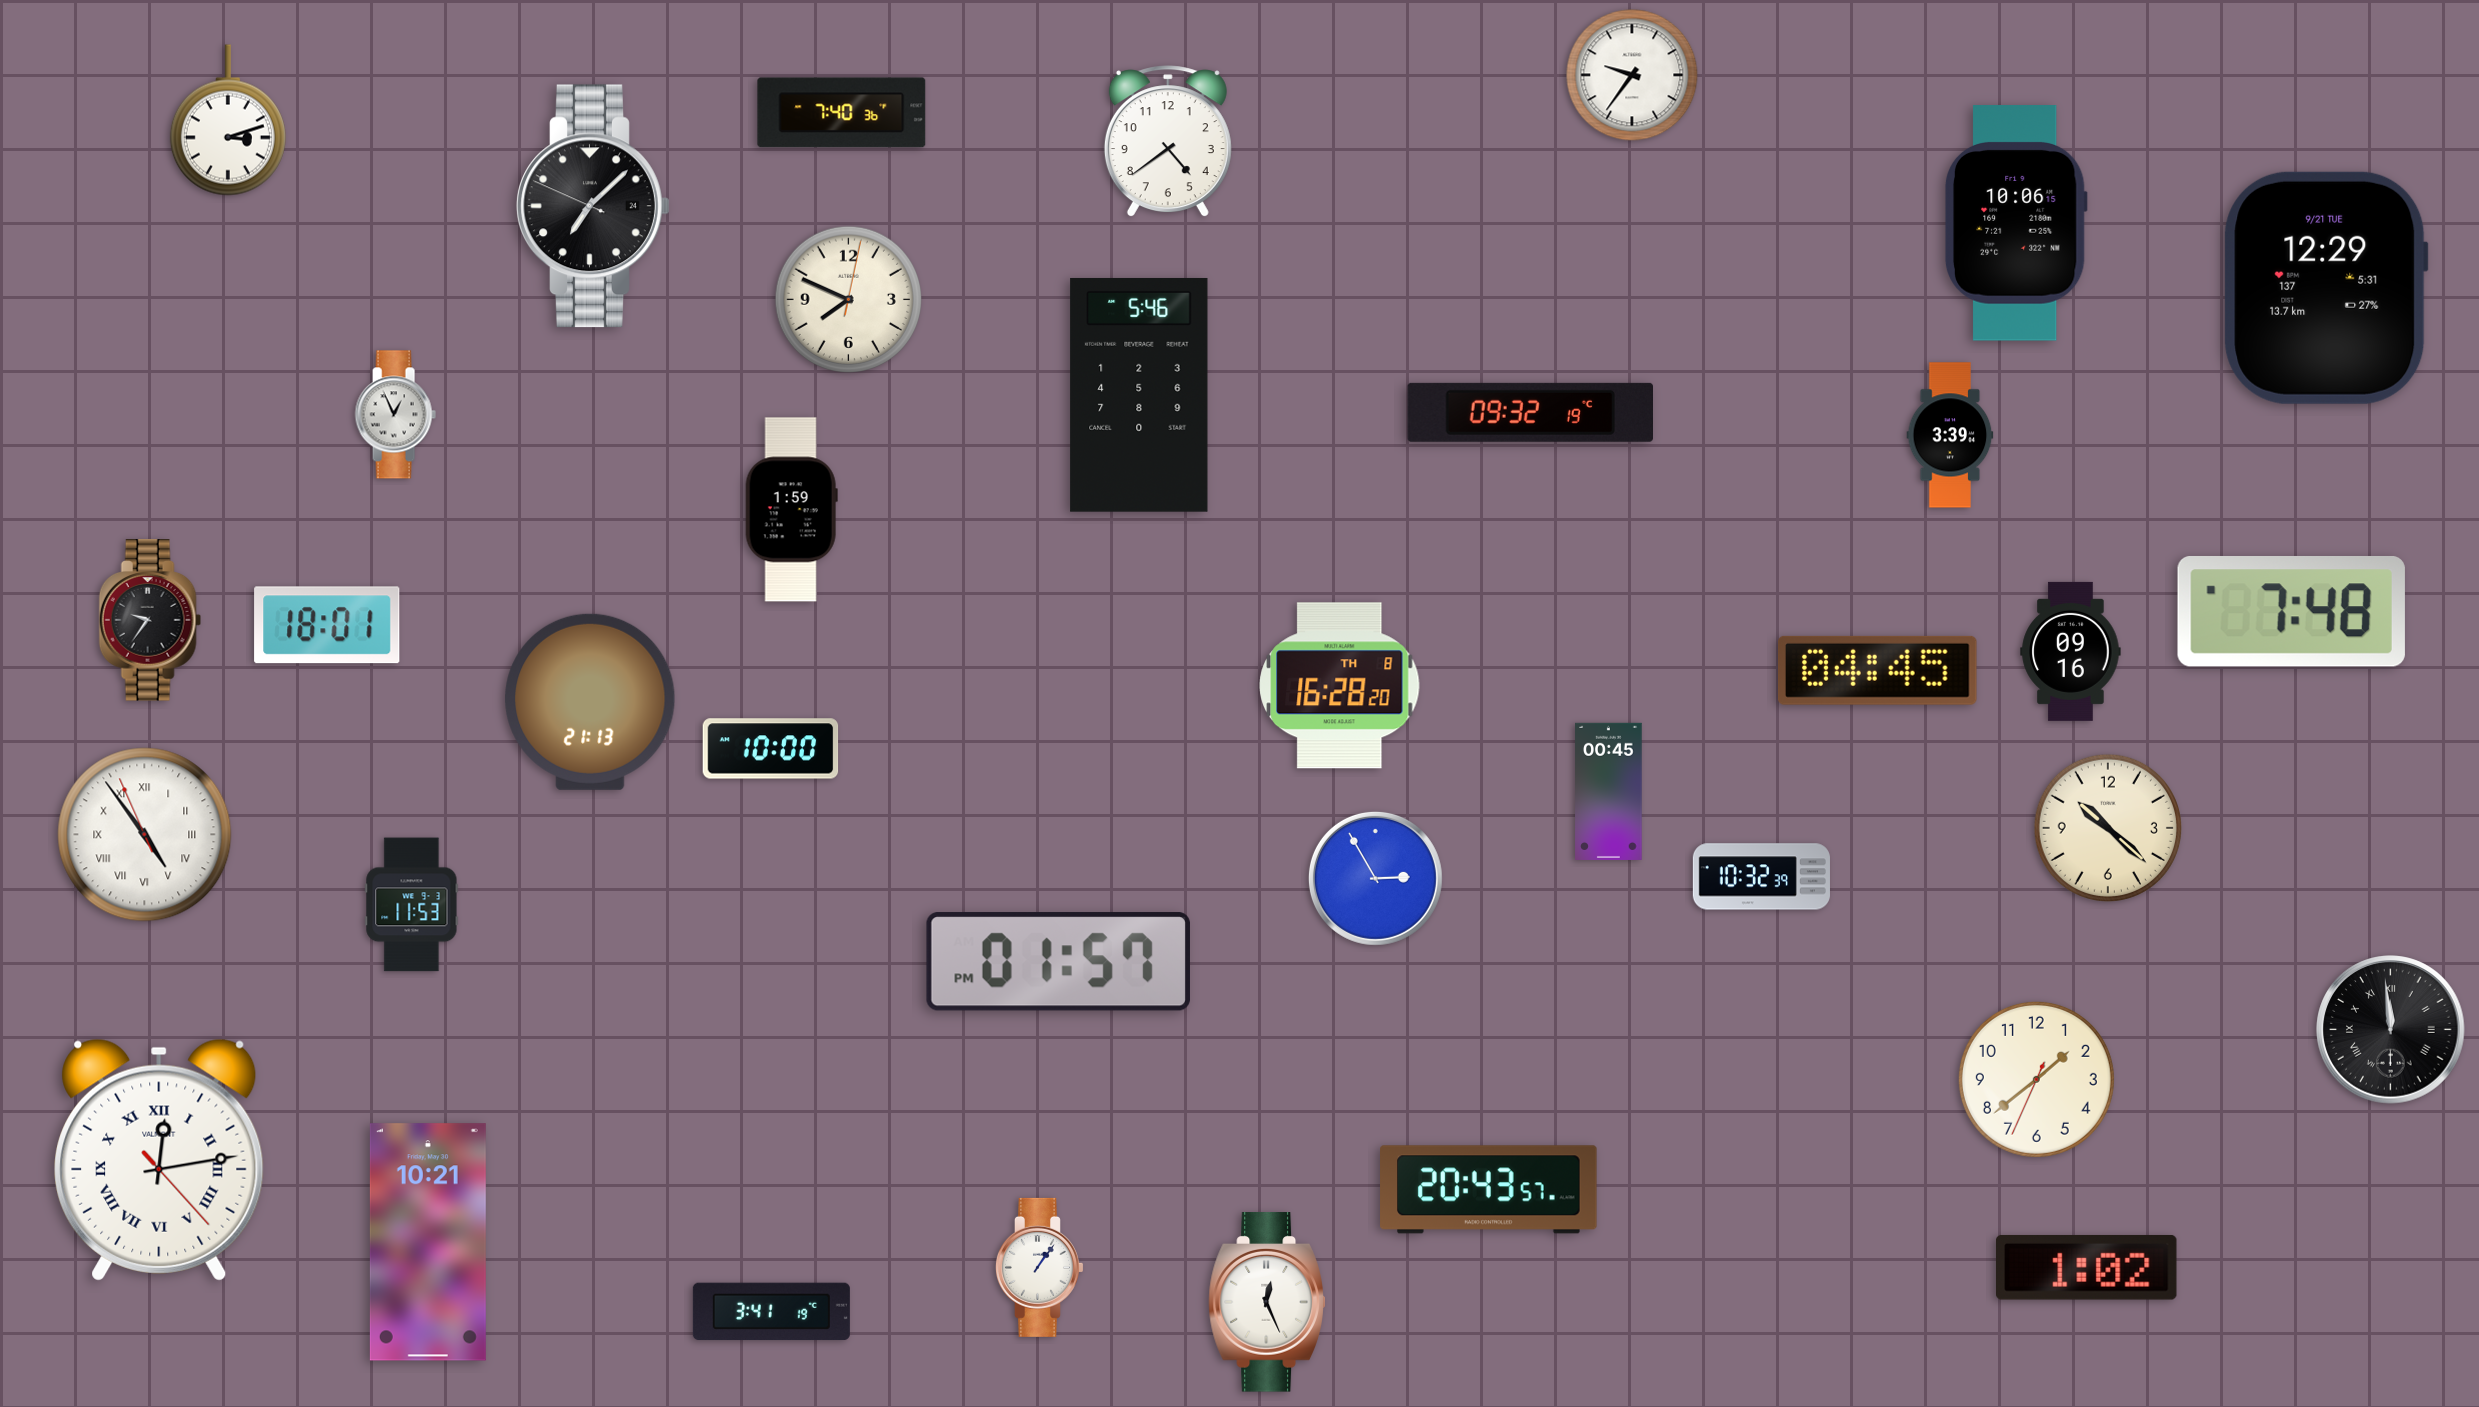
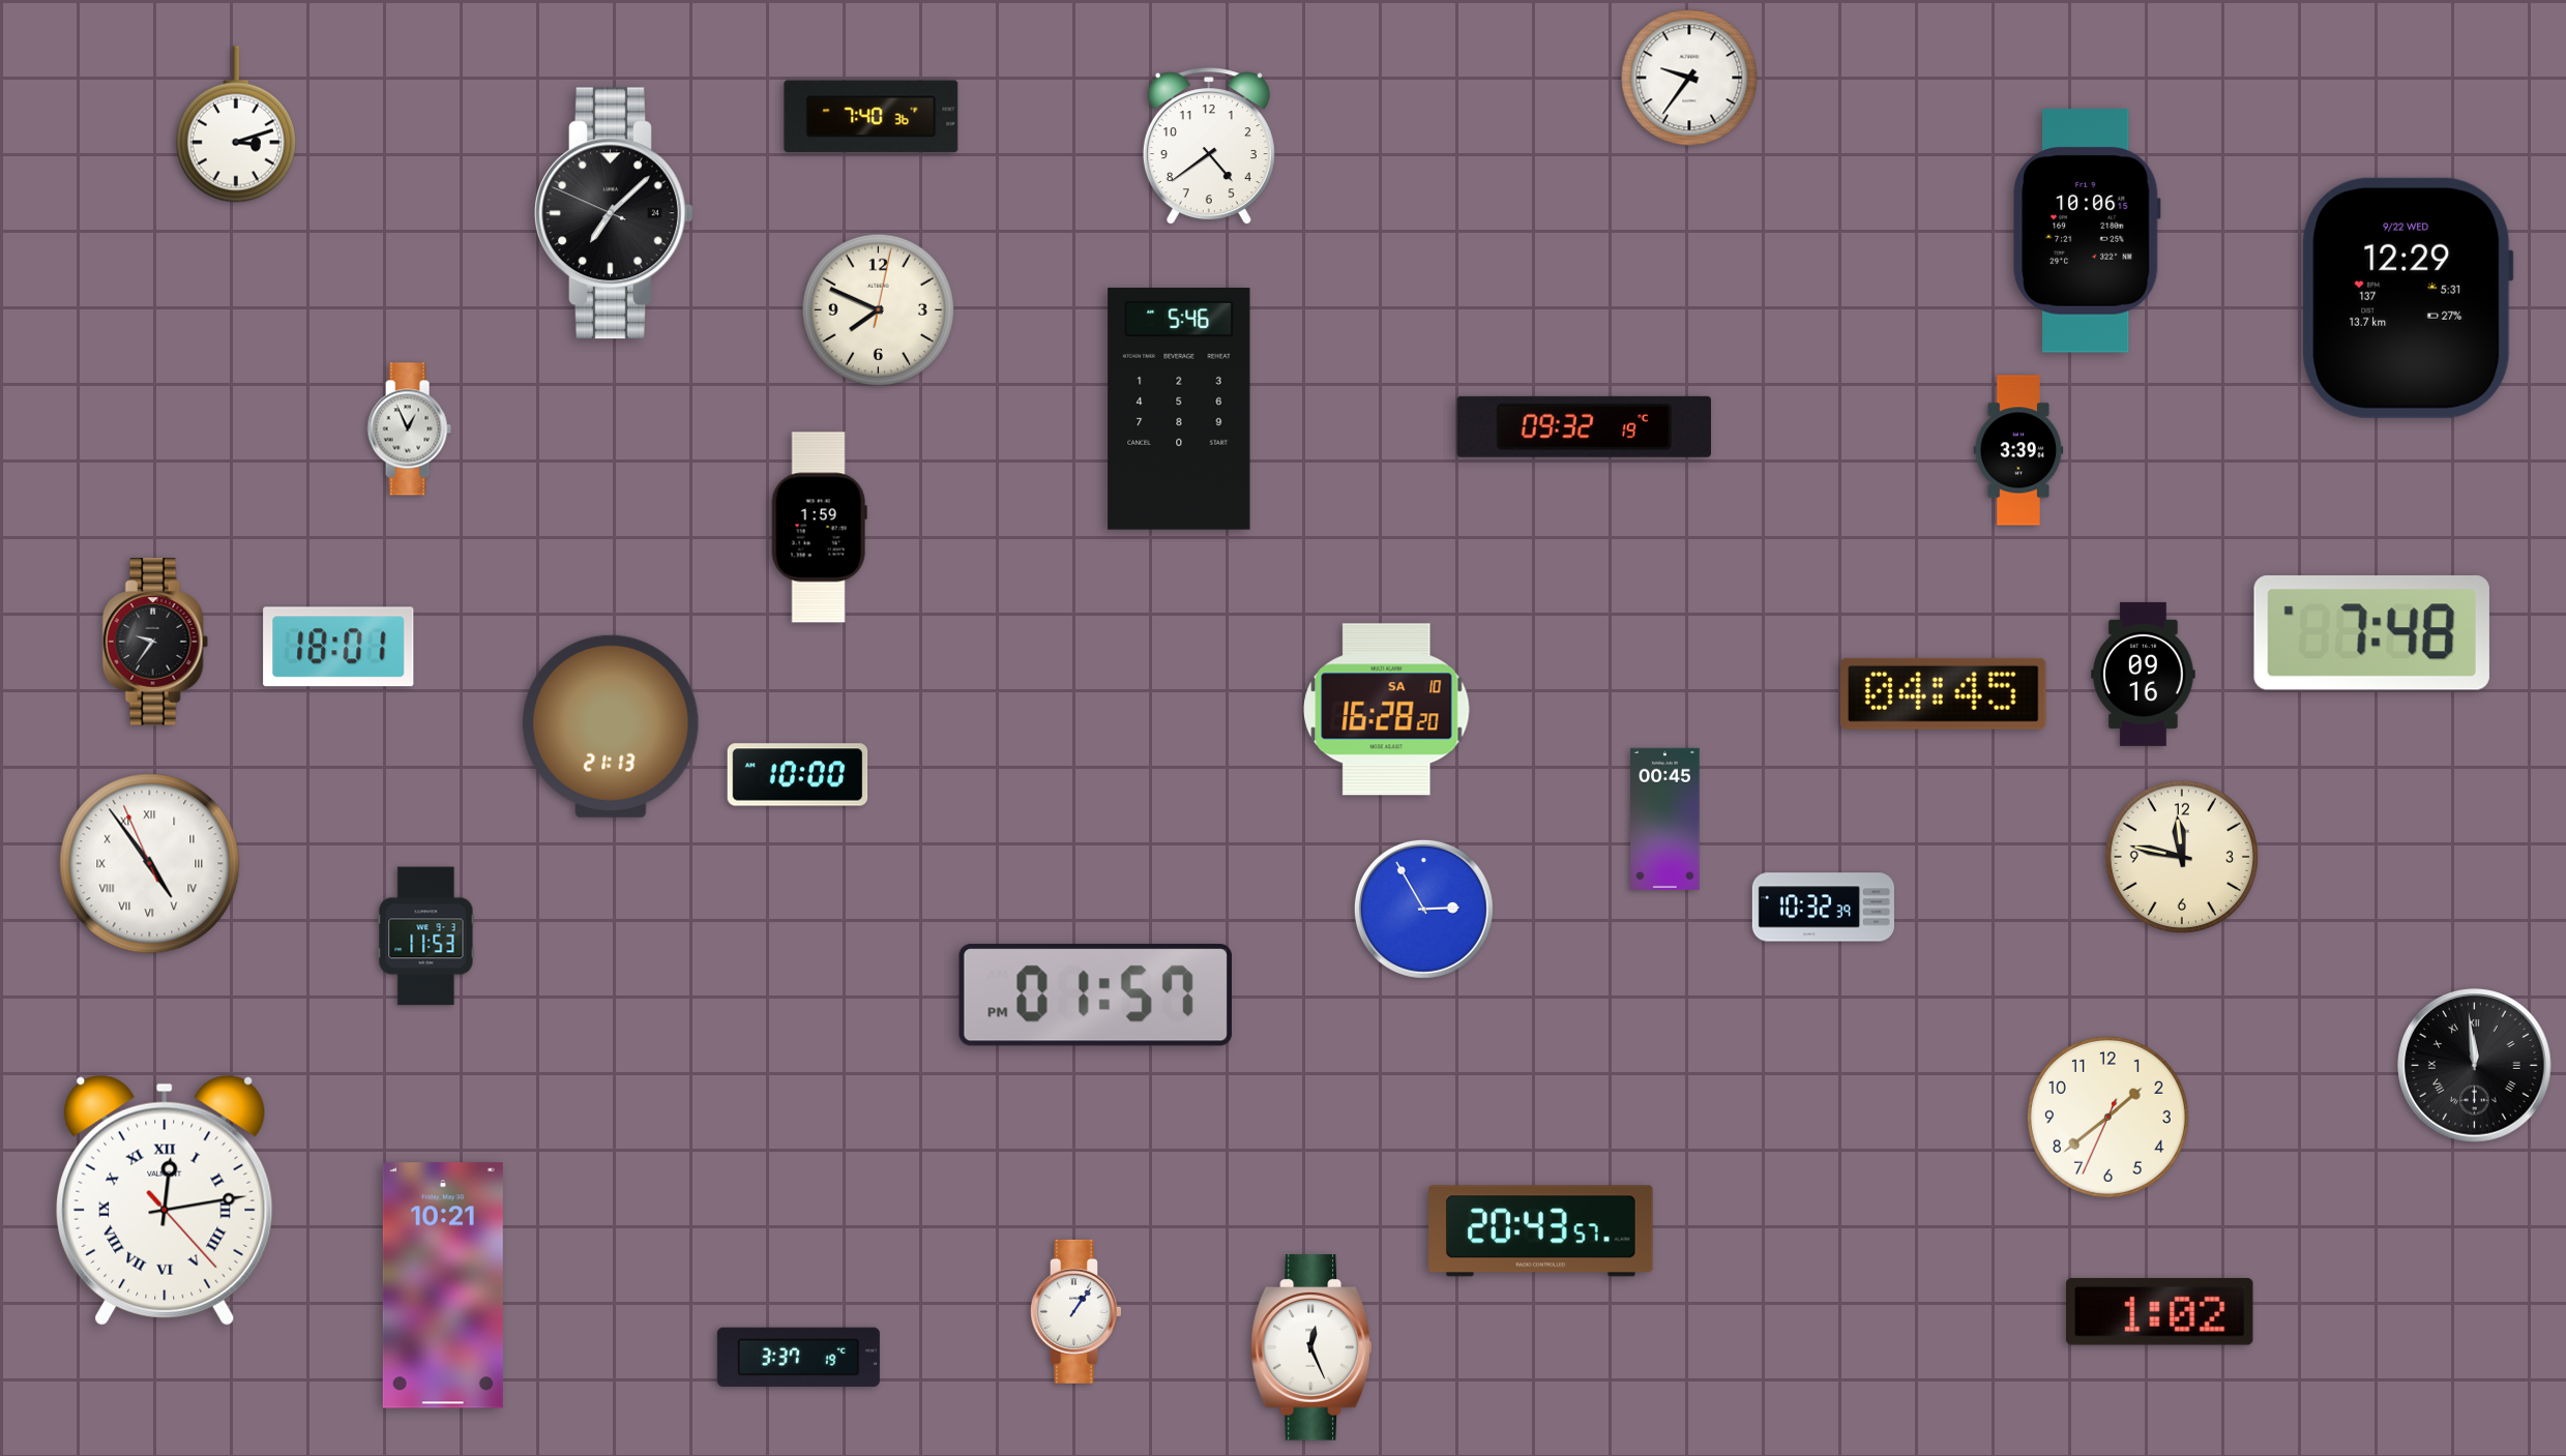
clock at (2326, 288) date: 9/21 TUE -> 9/22 WED
clock at (1340, 686) date: TH 8 -> SA 10
clock at (2108, 828): 10:22 -> 11:47
clock at (771, 1312): 3:41 -> 3:37
